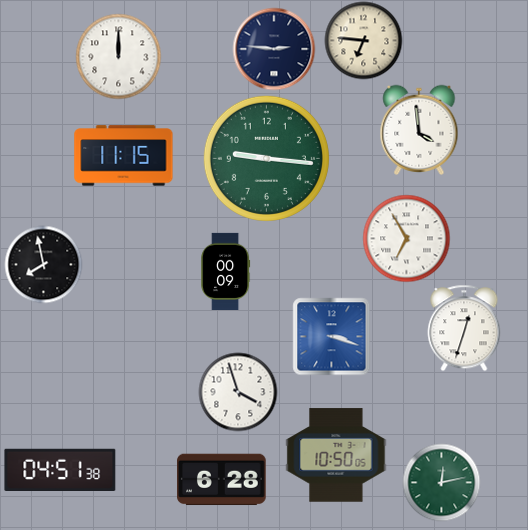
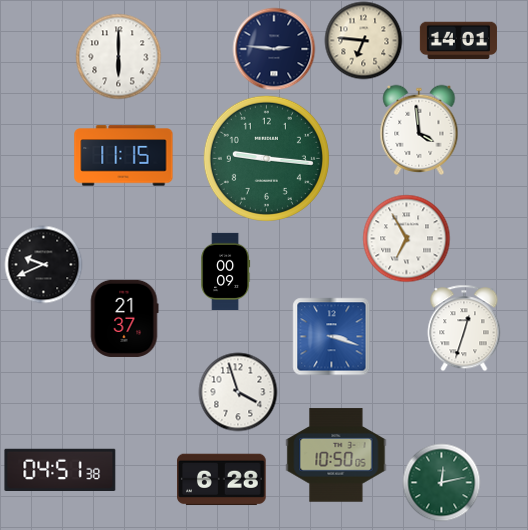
clock at (458, 41): none -> 14:01
clock at (118, 56): 12:00 -> 6:00
clock at (43, 264): 7:58 -> 9:41
clock at (124, 318): none -> 21:37
